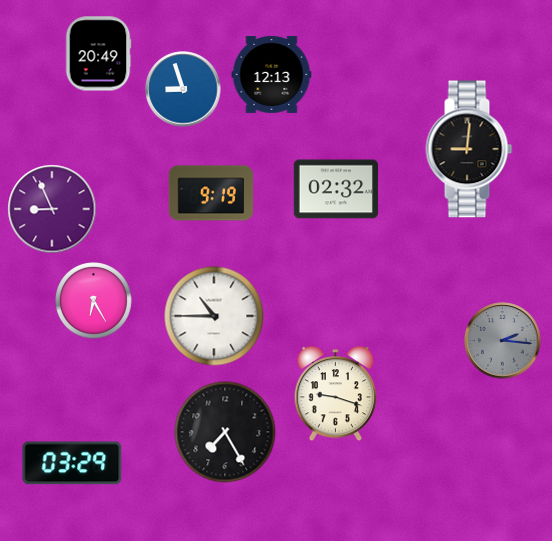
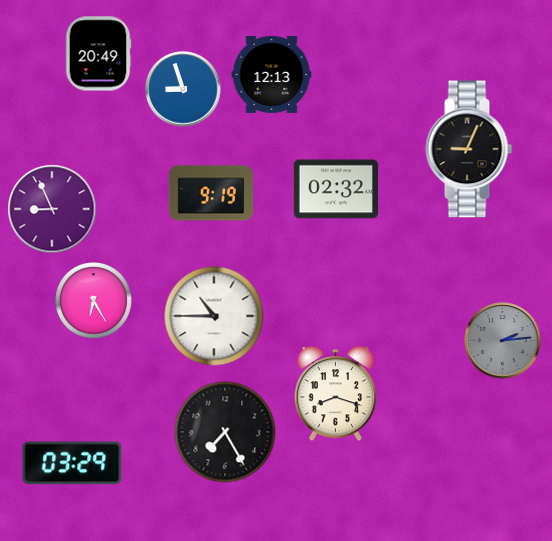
clock at (469, 149): 9:01 -> 9:04
clock at (503, 341): 2:16 -> 2:14
clock at (335, 395): 9:18 -> 8:18
